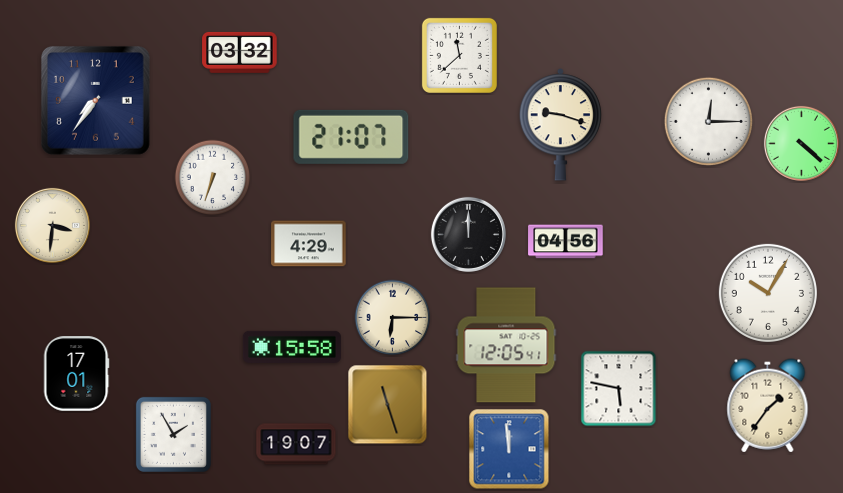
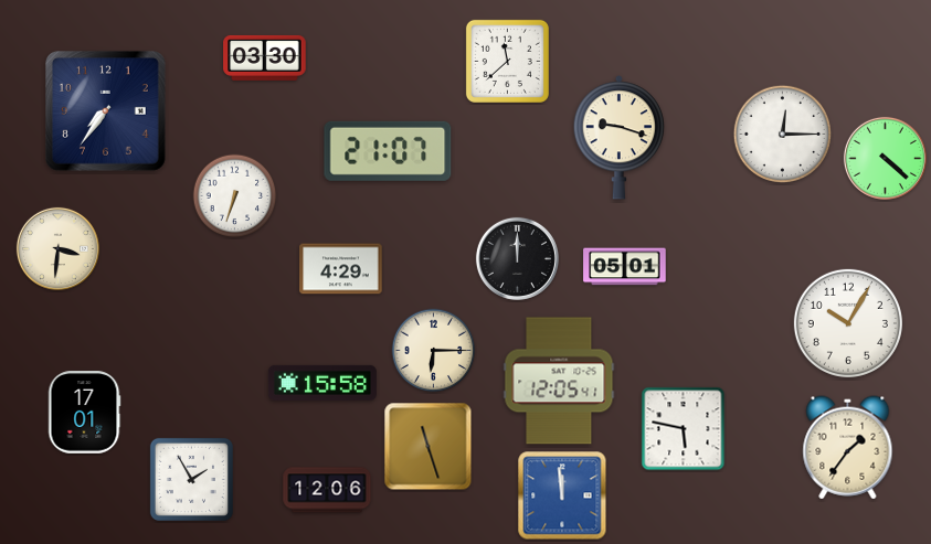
clock at (240, 52): 03:32 -> 03:30
clock at (566, 242): 04:56 -> 05:01
clock at (296, 444): 19:07 -> 12:06
